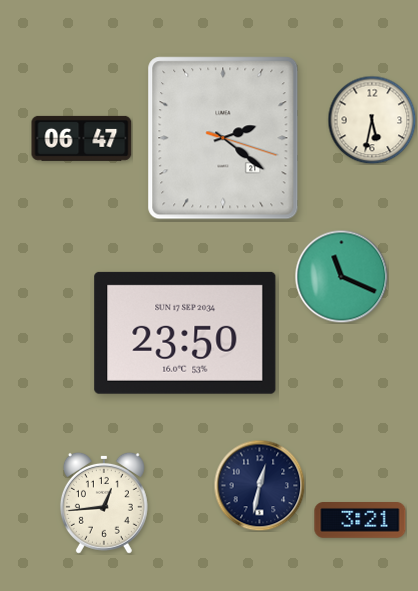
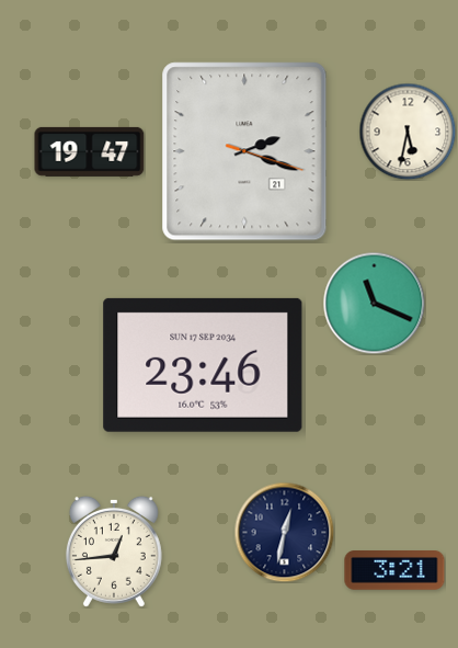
clock at (82, 138): 06:47 -> 19:47
clock at (223, 138): 2:21 -> 2:18
clock at (185, 333): 23:50 -> 23:46
